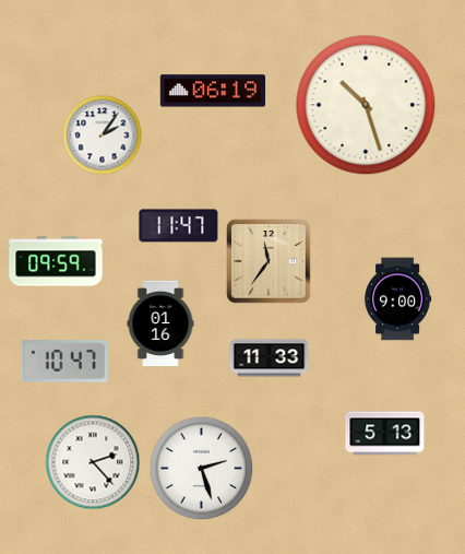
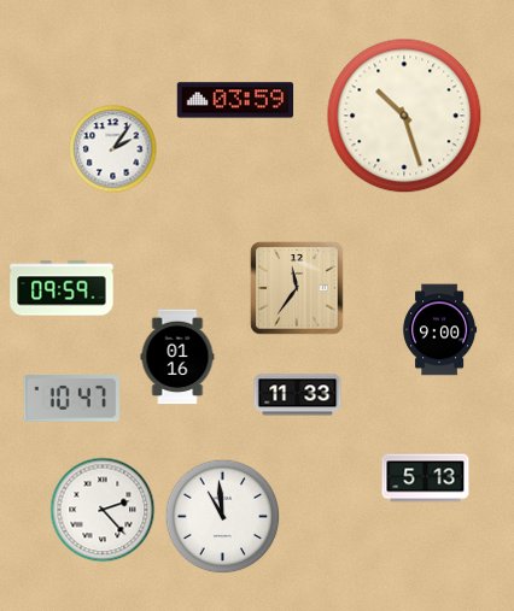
clock at (213, 91): 06:19 -> 03:59
clock at (179, 226): 11:47 -> none
clock at (202, 469): 2:27 -> 10:59
